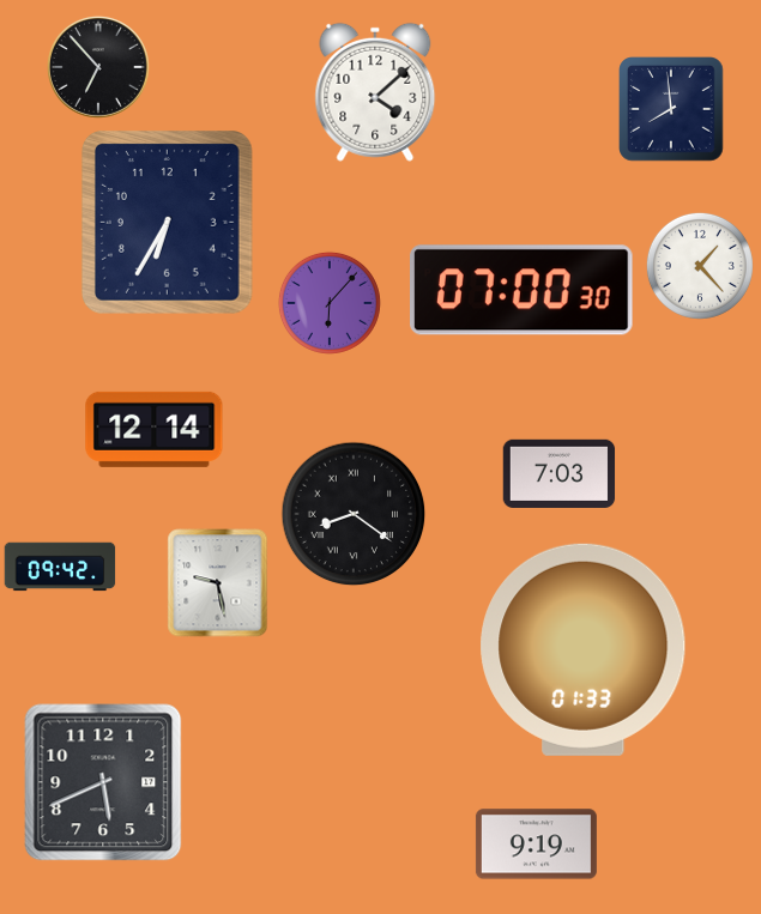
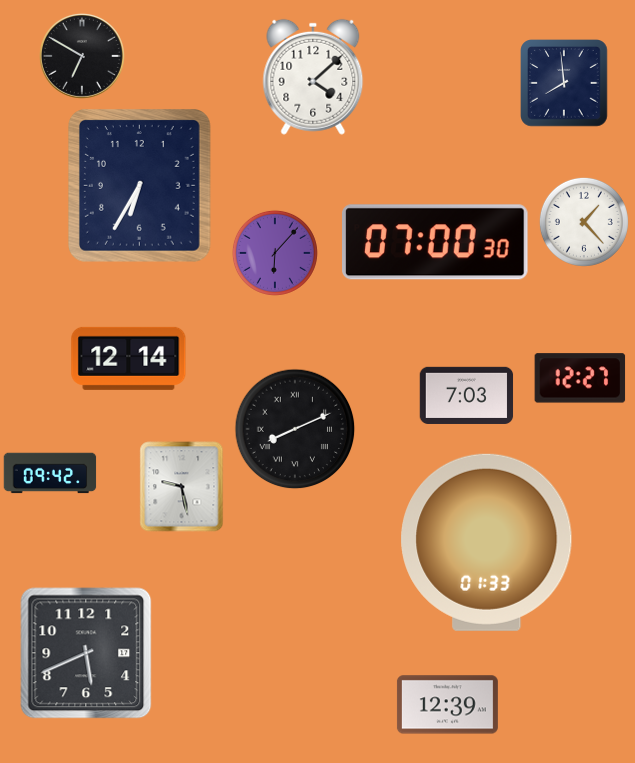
clock at (98, 67): 6:53 -> 6:50
clock at (672, 110) position: (672, 110) -> (565, 84)
clock at (580, 378): none -> 12:27
clock at (354, 514): 8:21 -> 8:11
clock at (536, 845): 9:19 -> 12:39
